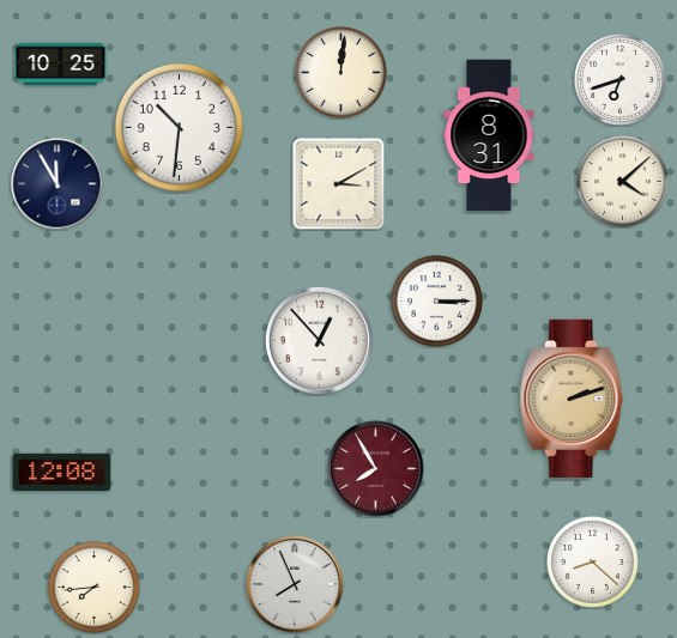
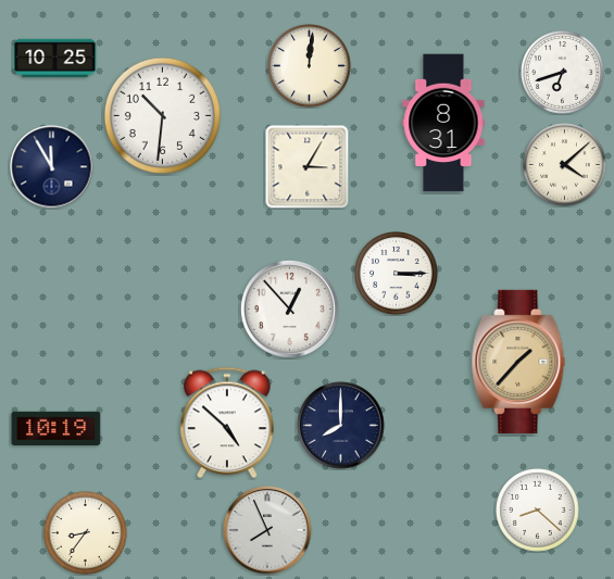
clock at (338, 183): 3:10 -> 3:05
clock at (572, 399): 2:12 -> 1:37
clock at (227, 423): none -> 4:52
clock at (376, 469): 7:55 -> 8:00
clock at (376, 469) dial: burgundy -> navy
clock at (62, 473): 12:08 -> 10:19
clock at (95, 588): 7:44 -> 8:36
